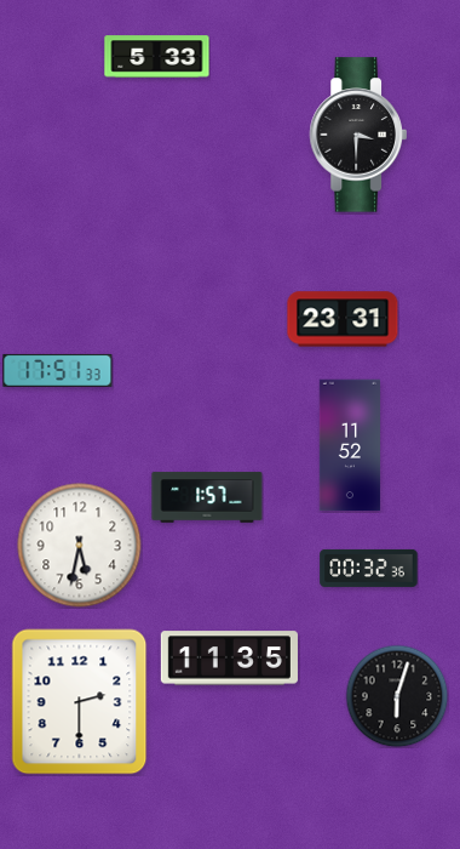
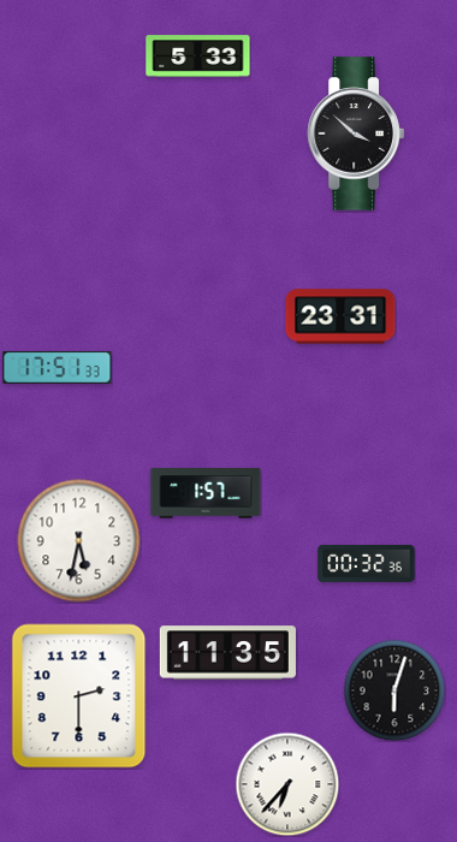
clock at (157, 57) position: (157, 57) -> (198, 57)
clock at (358, 135): 3:30 -> 3:52
clock at (349, 445): 11:52 -> none
clock at (287, 784): none -> 6:37
